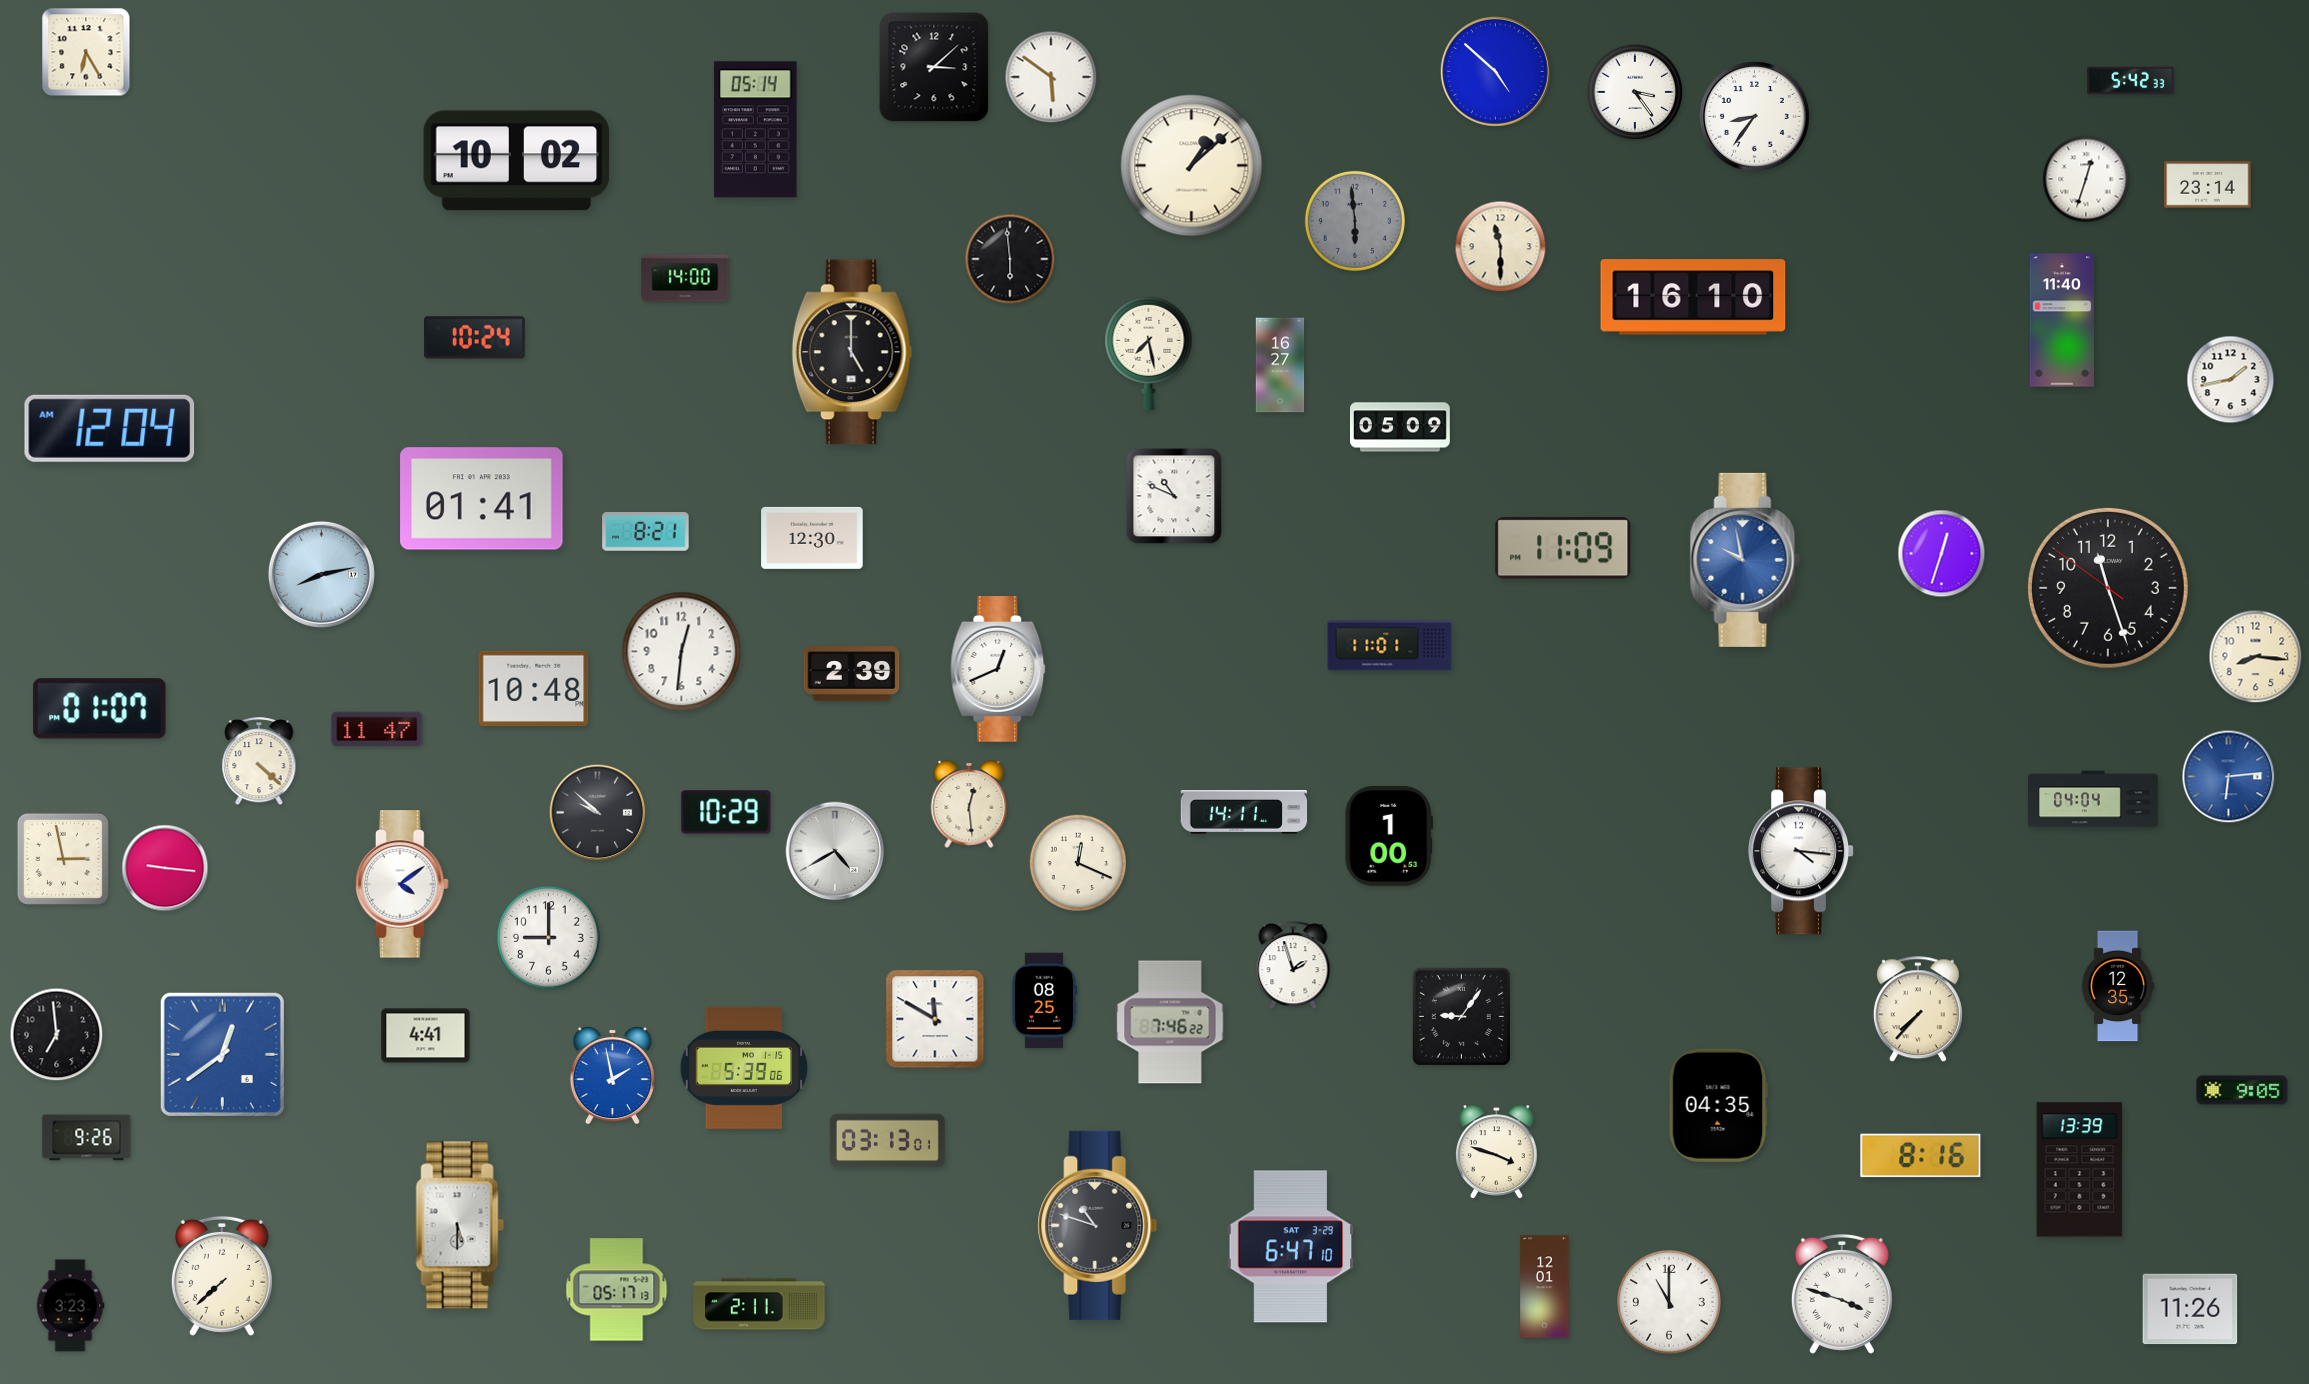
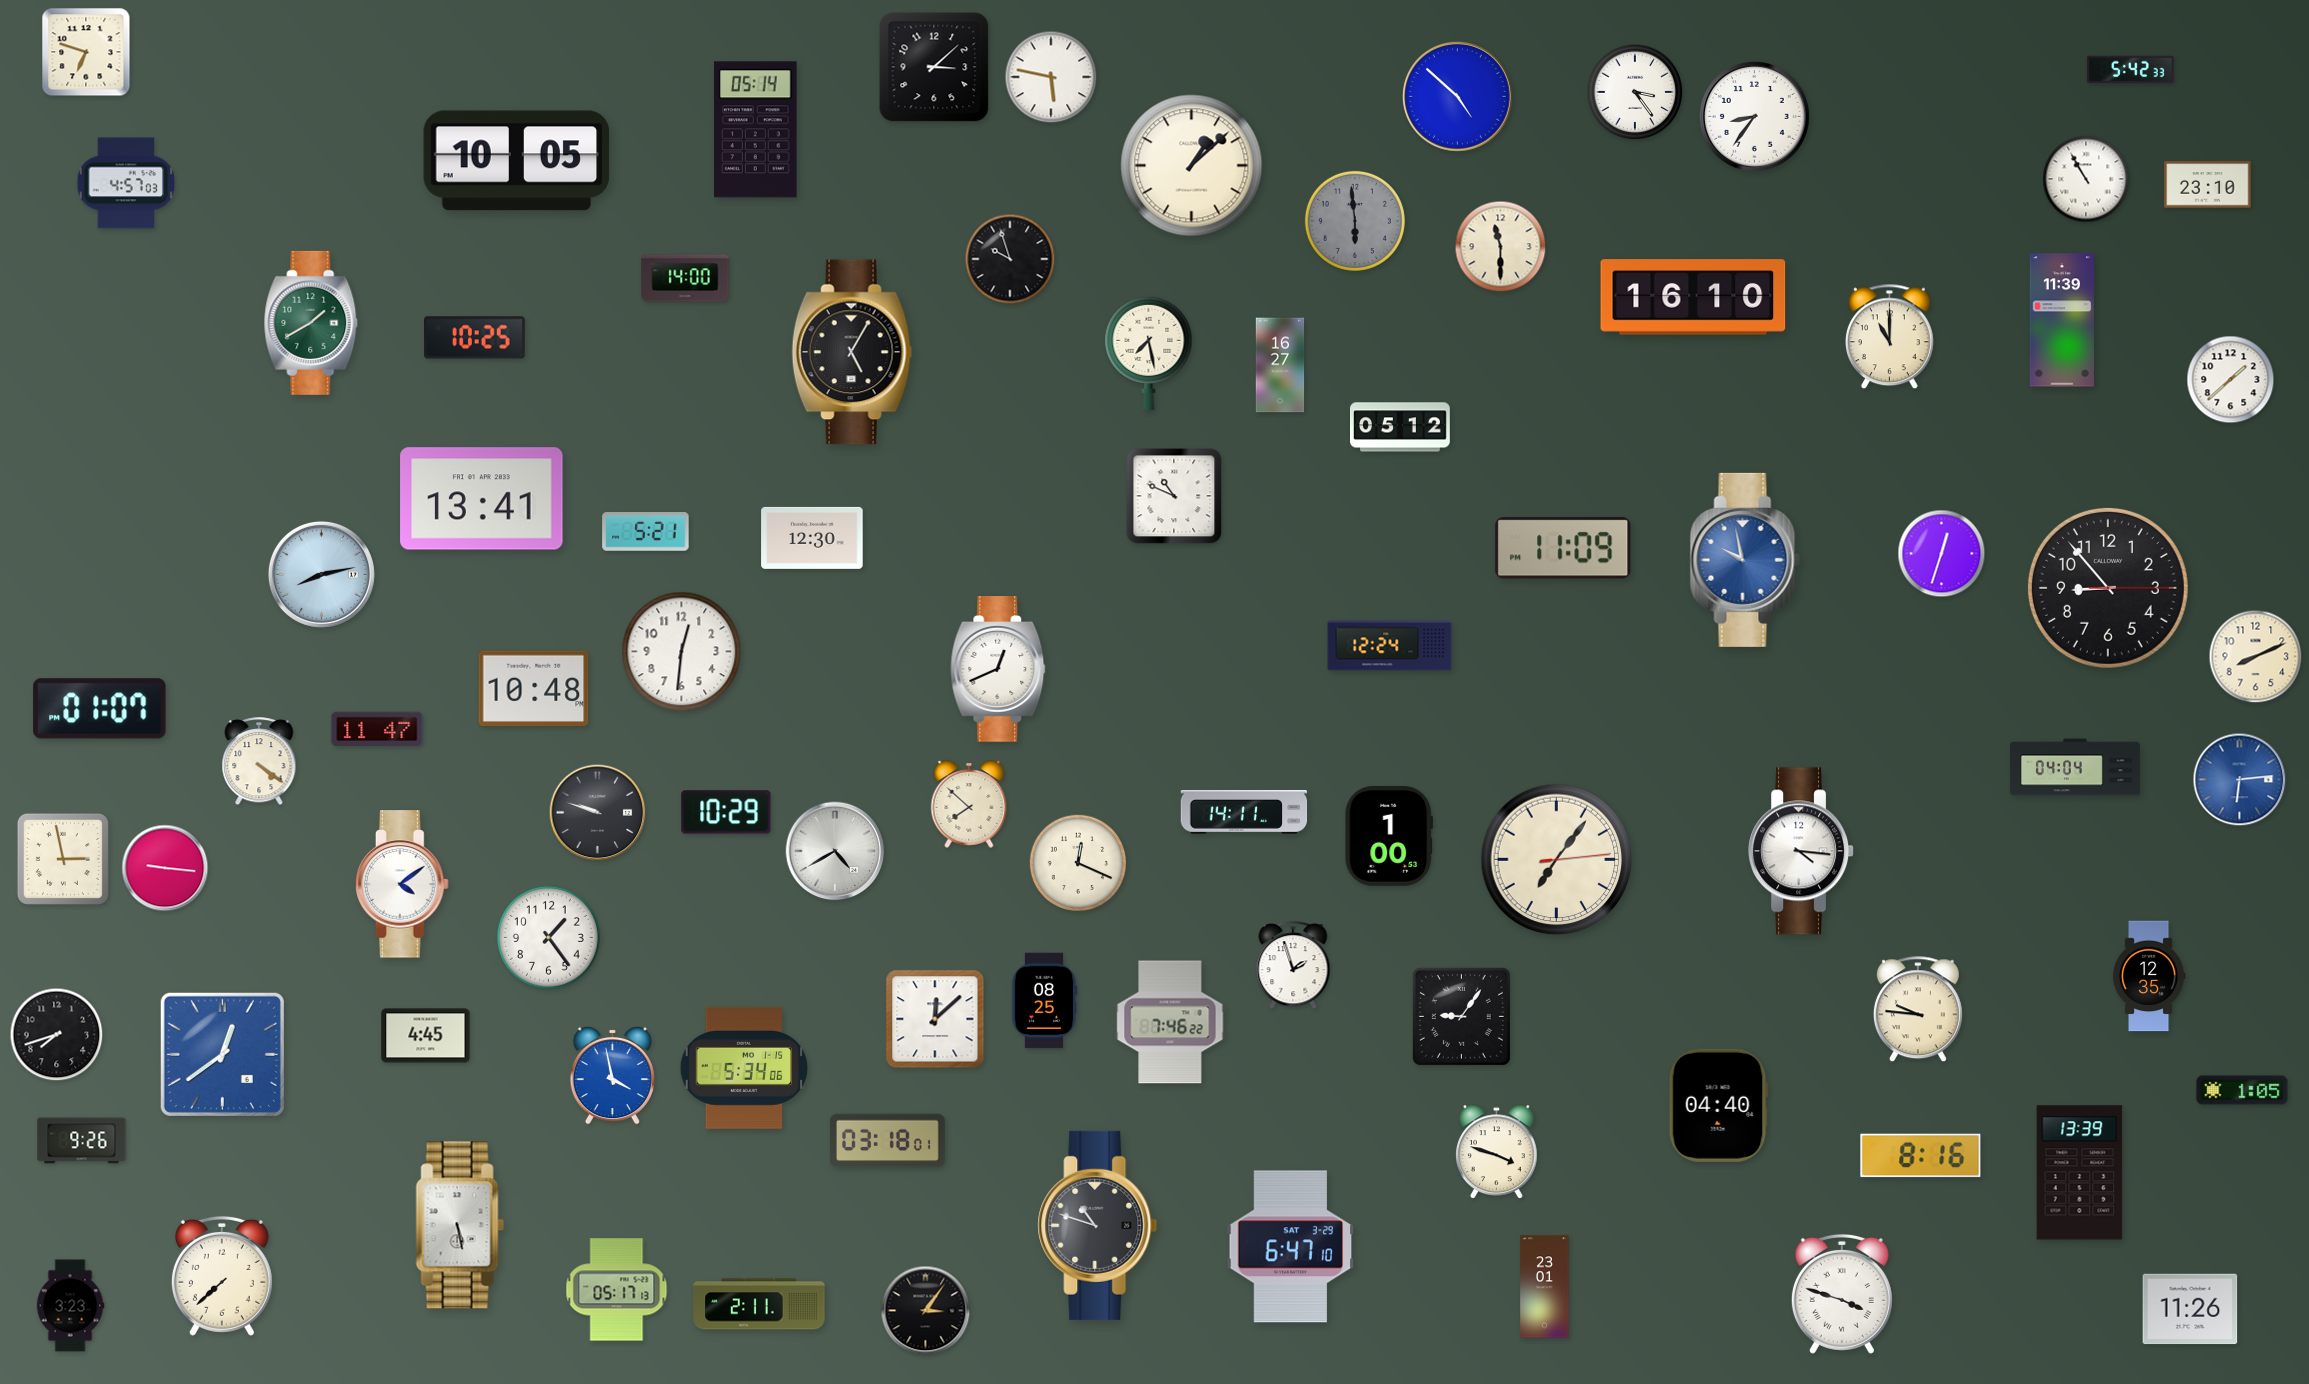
clock at (86, 52): 6:25 -> 6:48
clock at (1495, 71) position: (1495, 71) -> (1457, 96)
clock at (1051, 77): 5:51 -> 5:47
clock at (2131, 81) position: (2131, 81) -> (2131, 70)
clock at (517, 161): 10:02 -> 10:05
clock at (2086, 179): 12:33 -> 10:55
clock at (125, 183): none -> 4:57
clock at (2208, 185): 23:14 -> 23:10
clock at (1010, 259): 5:59 -> 9:57
clock at (2061, 320): 11:40 -> 11:39
clock at (311, 323): none -> 1:40
clock at (1889, 337): none -> 11:00
clock at (475, 338): 10:24 -> 10:25
clock at (852, 352): 5:00 -> 5:05
clock at (2231, 380): 1:43 -> 1:38
clock at (1400, 427): 05:09 -> 05:12
clock at (110, 428): 12:04 -> none
clock at (482, 499): 01:41 -> 13:41
clock at (646, 532): 8:21 -> 5:21
clock at (2108, 588): 11:26 -> 8:53
clock at (1390, 646): 11:01 -> 12:24
clock at (2256, 657): 8:16 -> 8:11
clock at (852, 674): 2:39 -> none
clock at (259, 762): 4:22 -> 4:21
clock at (2229, 777) position: (2229, 777) -> (2240, 780)
clock at (2094, 799) position: (2094, 799) -> (2076, 767)
clock at (969, 804): 12:29 -> 7:52
clock at (598, 813): 9:52 -> 9:48
clock at (1557, 860): none -> 7:06
clock at (548, 937): 9:00 -> 1:24
clock at (2118, 986) position: (2118, 986) -> (2149, 976)
clock at (1918, 1010): 7:37 -> 9:46
clock at (935, 1019): 11:50 -> 12:08
clock at (57, 1035): 6:59 -> 7:42
clock at (426, 1036): 4:41 -> 4:45
clock at (744, 1068): 5:39 -> 5:34
clock at (612, 1075): 1:58 -> 3:58
clock at (2242, 1090): 9:05 -> 1:05
clock at (1718, 1105): 04:35 -> 04:40
clock at (87, 1138) position: (87, 1138) -> (82, 1141)
clock at (887, 1141): 03:13 -> 03:18
clock at (2080, 1170) position: (2080, 1170) -> (2080, 1173)
clock at (460, 1225): 5:30 -> 5:28
clock at (1545, 1287): 12:01 -> 23:01
clock at (1670, 1303): 11:00 -> none
clock at (926, 1311): none -> 3:06
